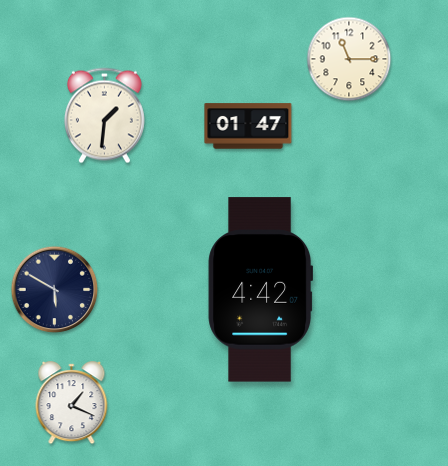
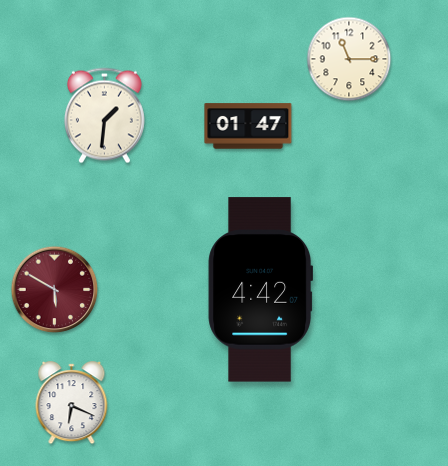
clock at (55, 290) dial: navy -> burgundy
clock at (72, 403): 1:19 -> 6:19
